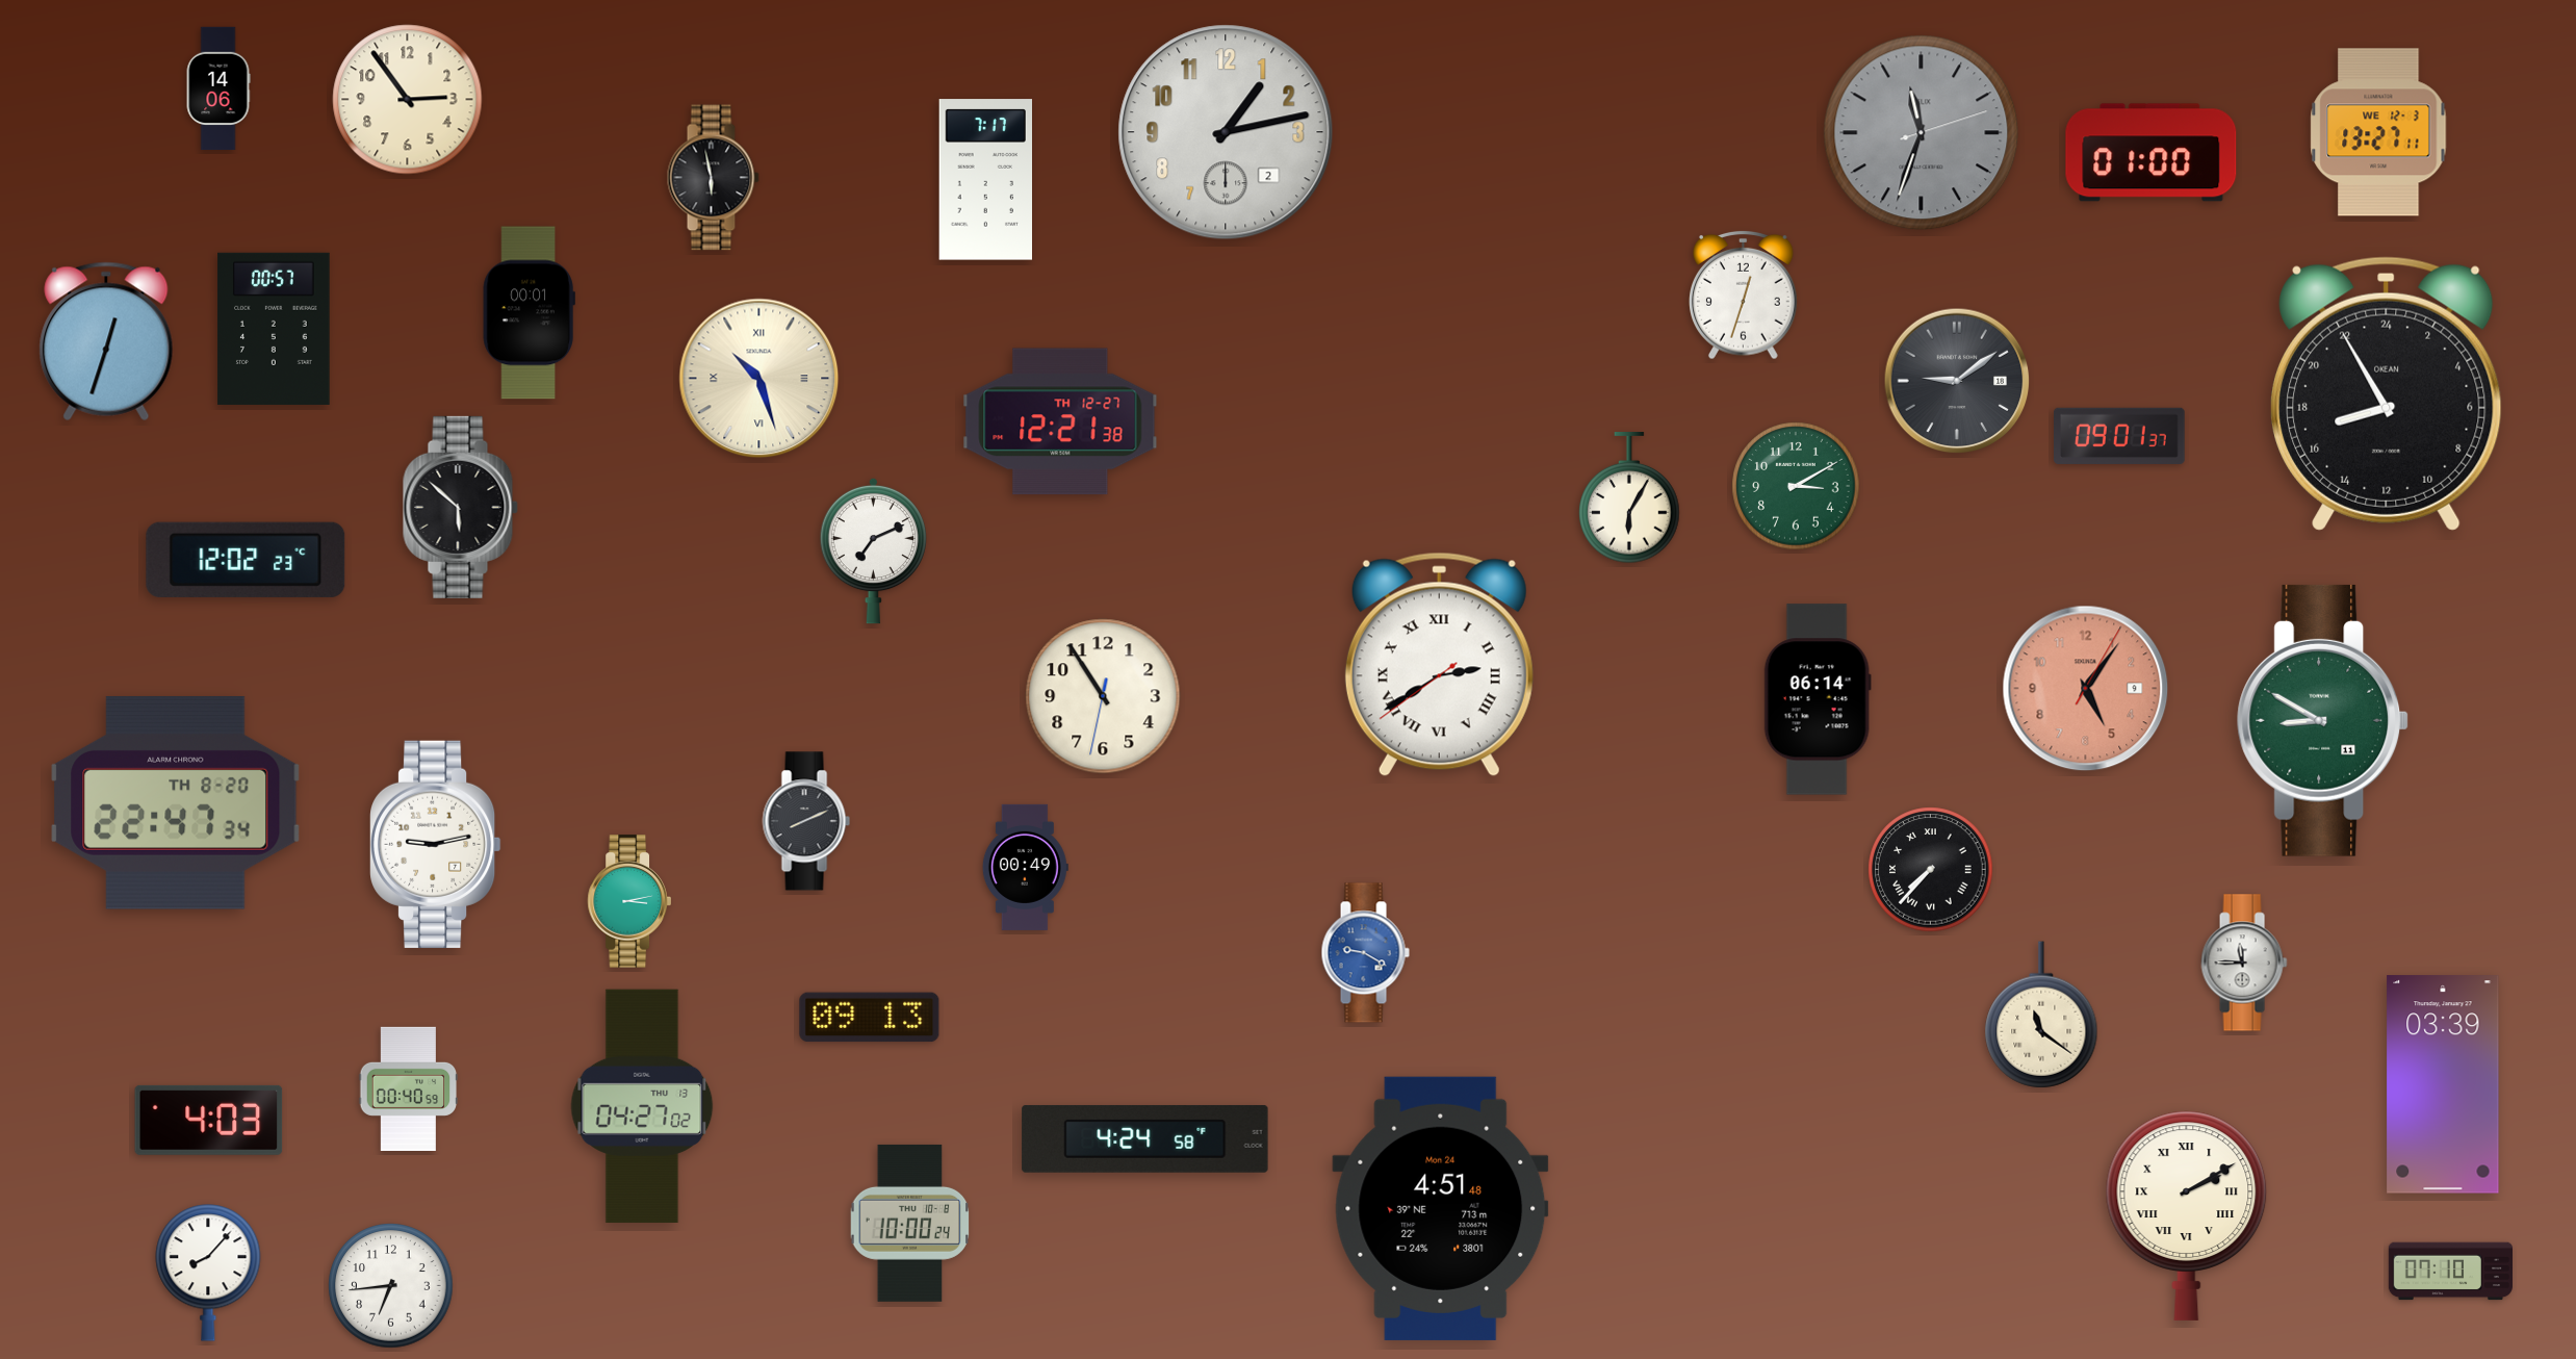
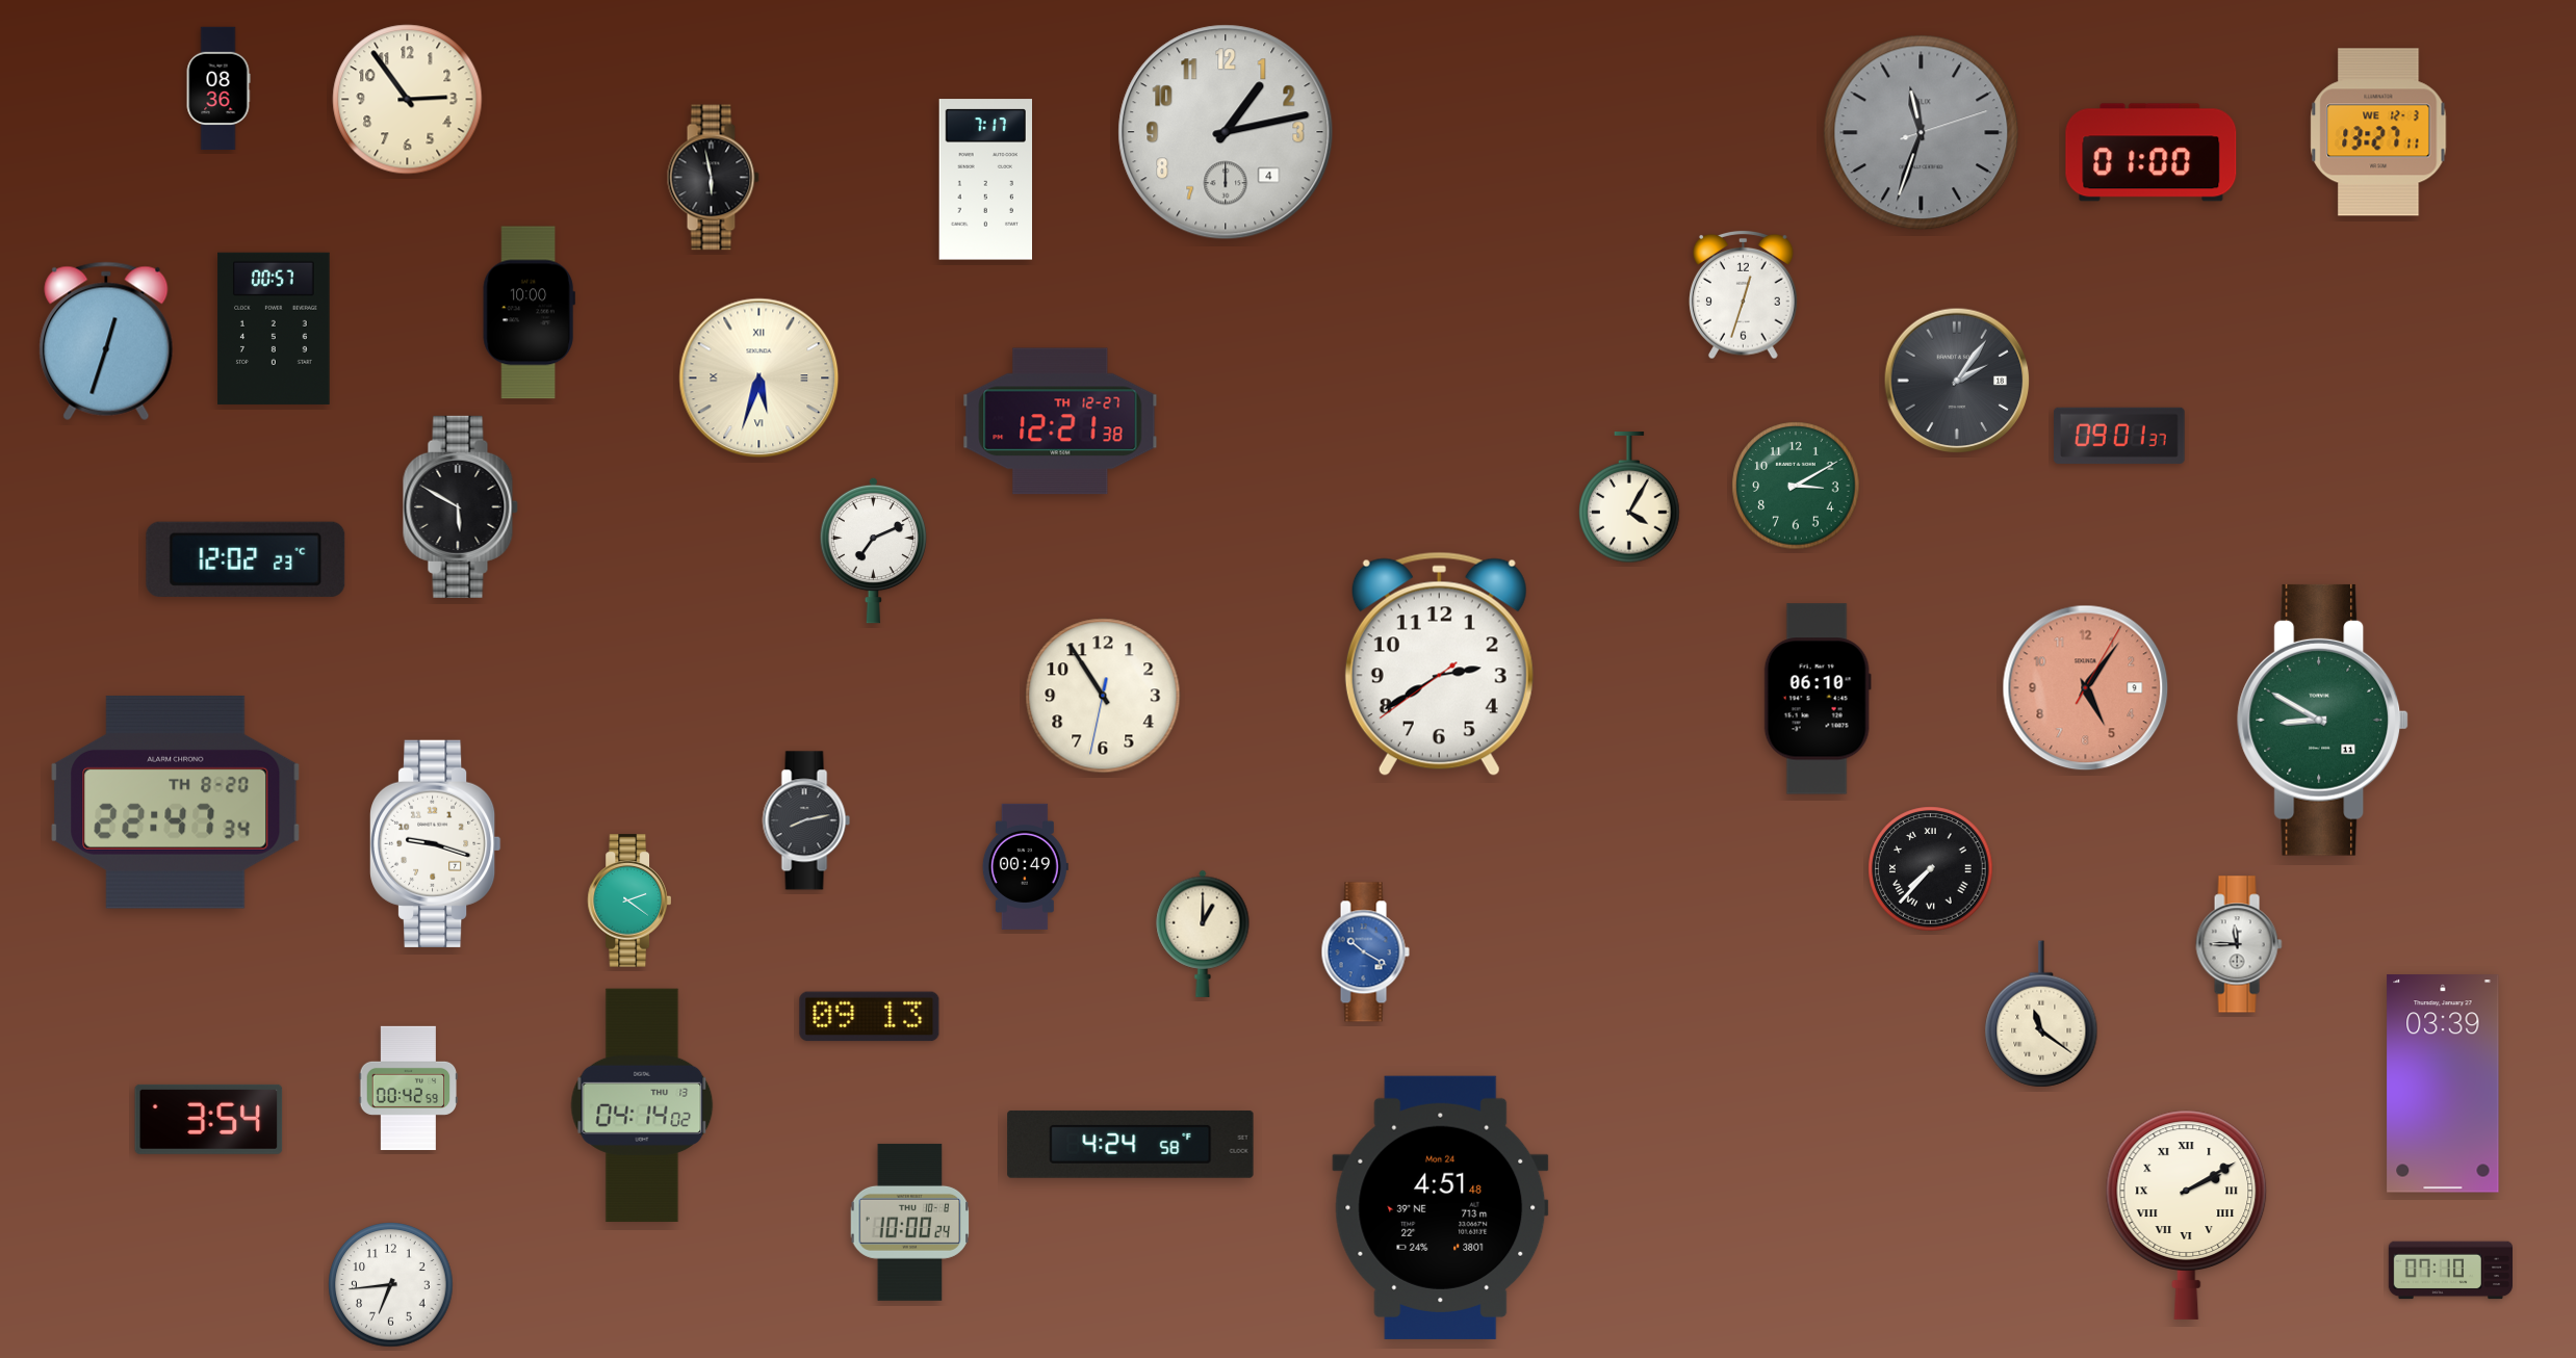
clock at (218, 88): 14:06 -> 08:36
clock at (1226, 132) date: 2 -> 4
clock at (529, 313): 00:01 -> 10:00
clock at (759, 379): 10:27 -> 5:33
clock at (1957, 381): 9:09 -> 2:06
clock at (2387, 393): 16:55 -> none
clock at (1629, 498): 6:05 -> 4:05
clock at (460, 507): 5:52 -> 5:50
clock at (1439, 665) numerals: Roman -> Arabic
clock at (1818, 699): 06:14 -> 06:10
clock at (806, 821): 8:11 -> 8:13
clock at (436, 844): 9:13 -> 9:18
clock at (629, 901): 3:13 -> 2:21
clock at (1203, 934): none -> 1:00
clock at (1365, 953): 9:20 -> 10:20
clock at (2244, 963) position: (2244, 963) -> (2239, 944)
clock at (409, 1088): 00:40 -> 00:42
clock at (642, 1106): 04:27 -> 04:14
clock at (209, 1120): 4:03 -> 3:54
clock at (1145, 1138) position: (1145, 1138) -> (1131, 1144)
clock at (208, 1273): 8:07 -> none
